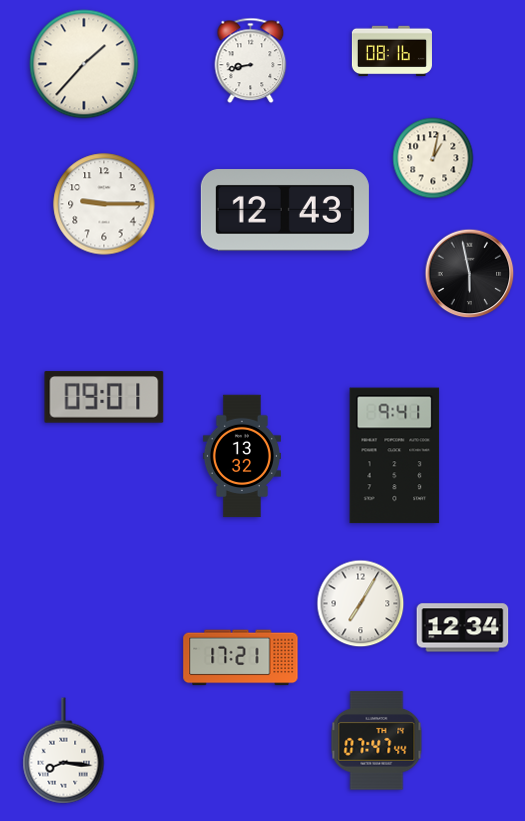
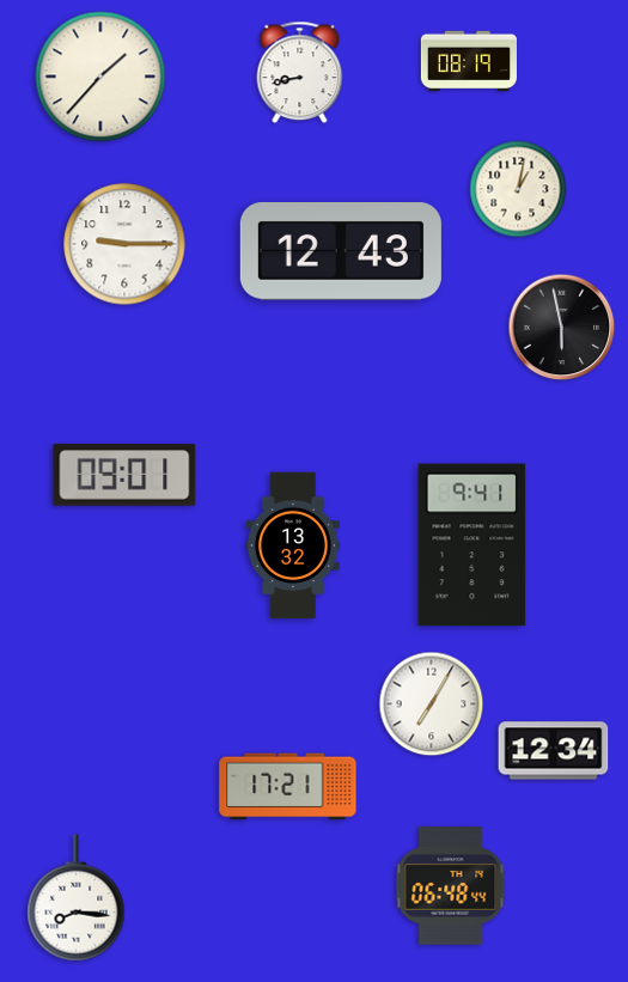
clock at (392, 51): 08:16 -> 08:19
clock at (242, 456) position: (242, 456) -> (293, 545)
clock at (361, 604) position: (361, 604) -> (432, 705)
clock at (377, 741): 07:47 -> 06:48
